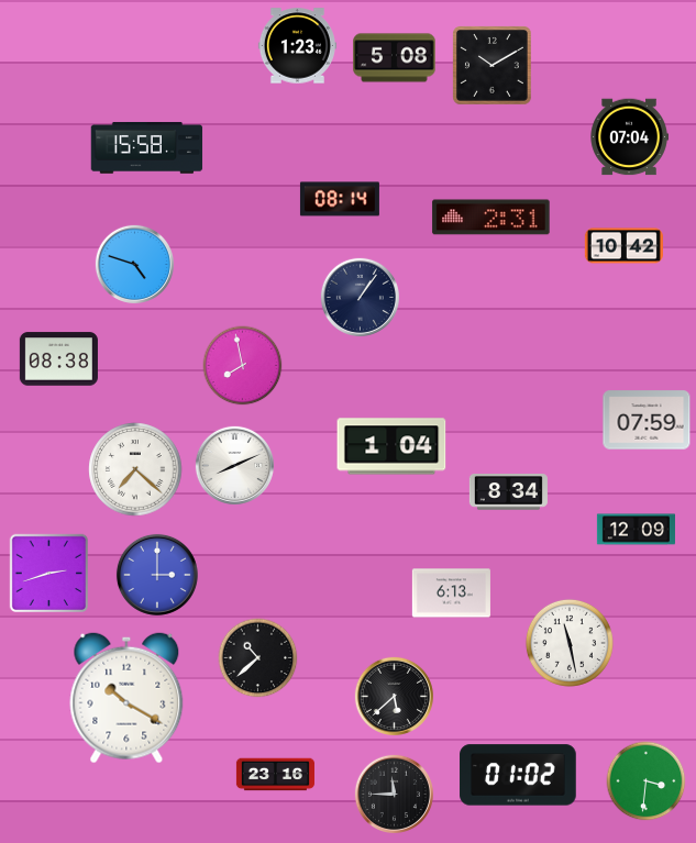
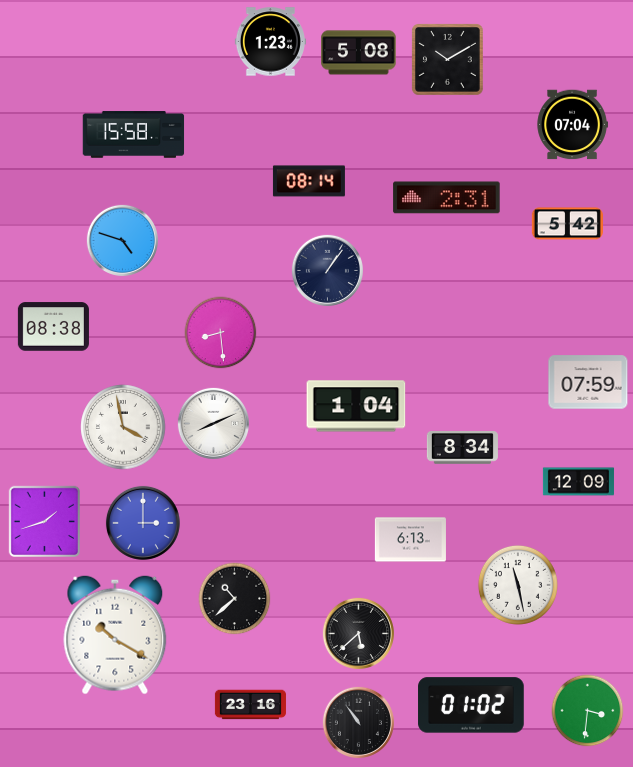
clock at (623, 246): 10:42 -> 5:42
clock at (243, 366): 7:58 -> 8:29
clock at (135, 469): 7:22 -> 3:58
clock at (49, 574): 2:42 -> 1:42
clock at (394, 794): 11:45 -> 10:54
